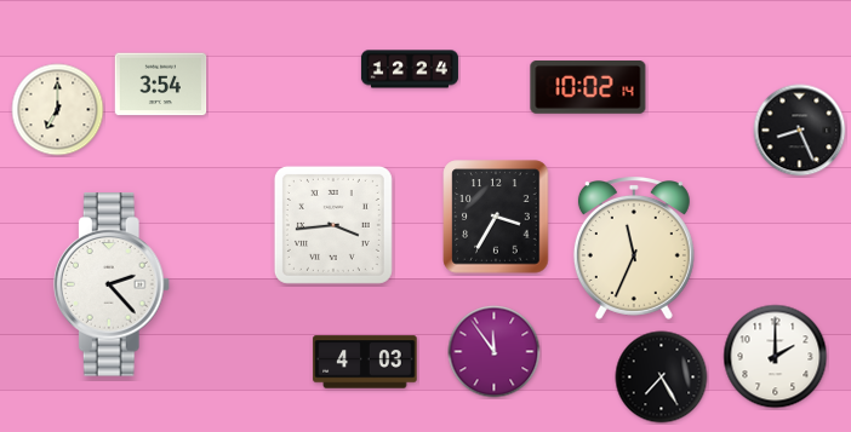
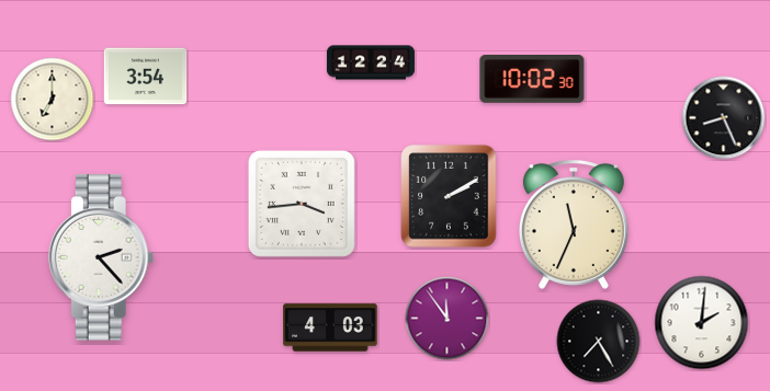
clock at (588, 88): 10:02:14 -> 10:02:30
clock at (496, 217): 3:35 -> 2:10
clock at (776, 357): 2:00 -> 2:01
